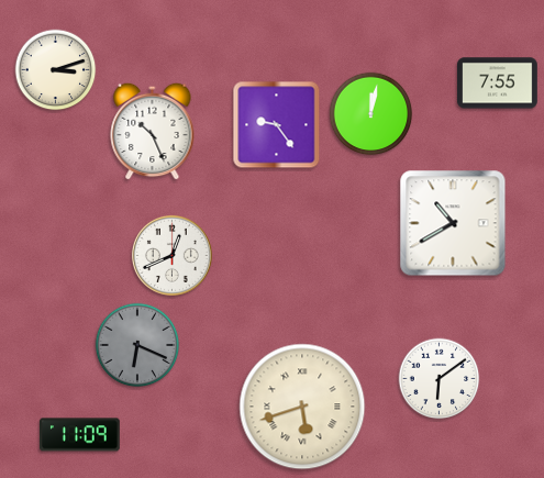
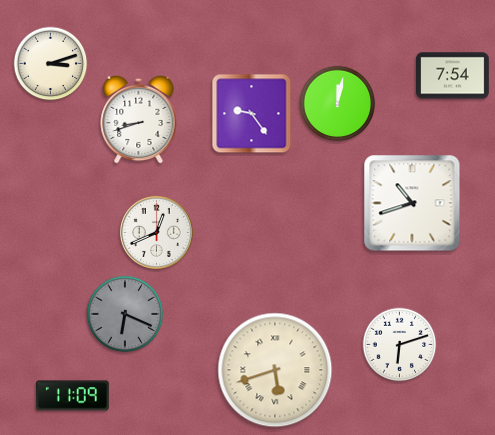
clock at (498, 84): 7:55 -> 7:54
clock at (153, 131): 10:26 -> 8:42
clock at (453, 223): 10:40 -> 10:42
clock at (440, 379): 6:09 -> 6:12
